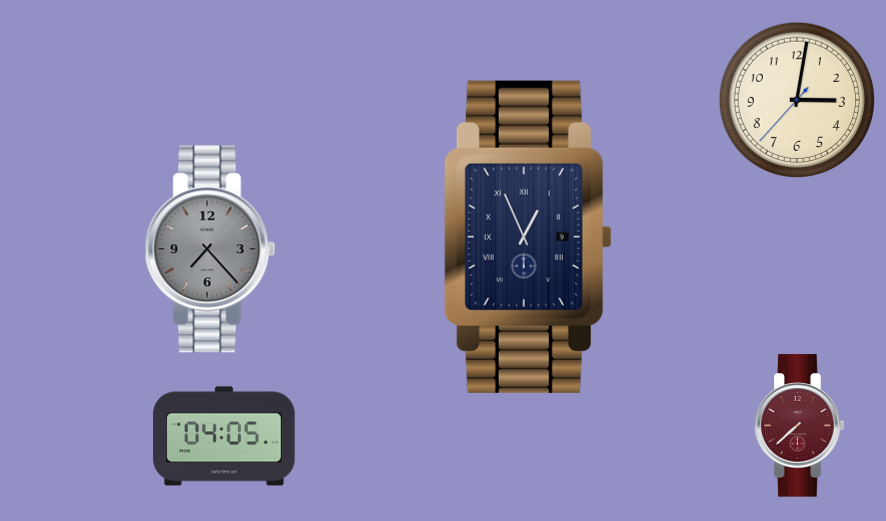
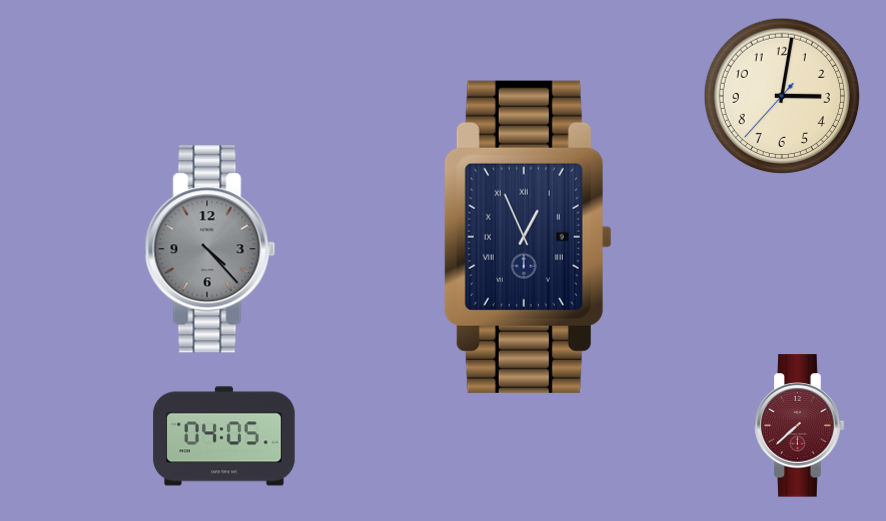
clock at (796, 99) position: (796, 99) -> (781, 95)
clock at (210, 249): 7:23 -> 4:23
